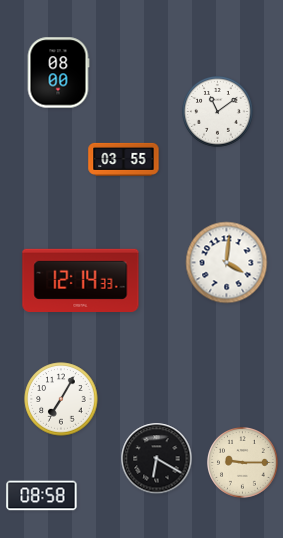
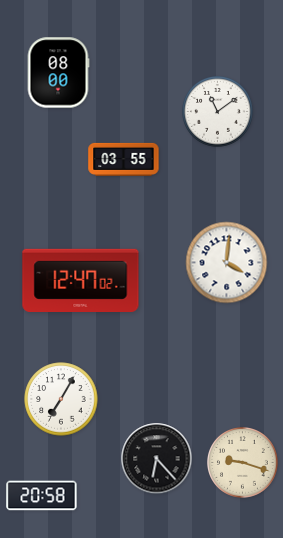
clock at (81, 280): 12:14 -> 12:47
clock at (157, 459): 6:20 -> 6:23
clock at (243, 463): 9:15 -> 9:18
clock at (42, 496): 08:58 -> 20:58
